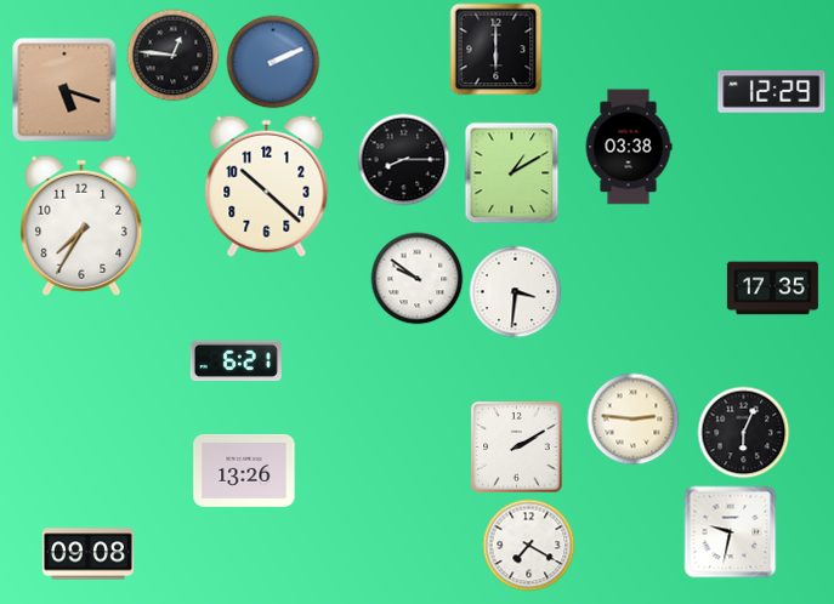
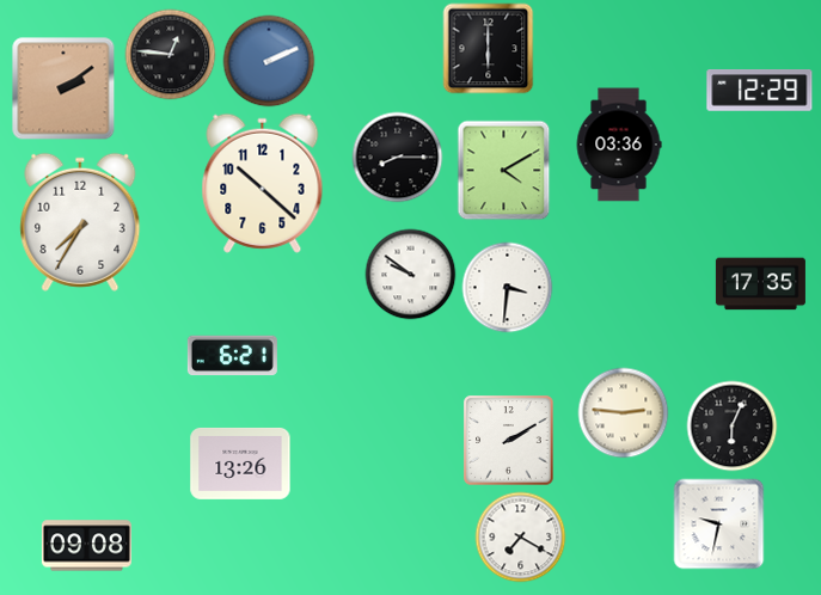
clock at (64, 90): 5:18 -> 2:09
clock at (629, 147): 03:38 -> 03:36
clock at (512, 173): 1:10 -> 4:10
